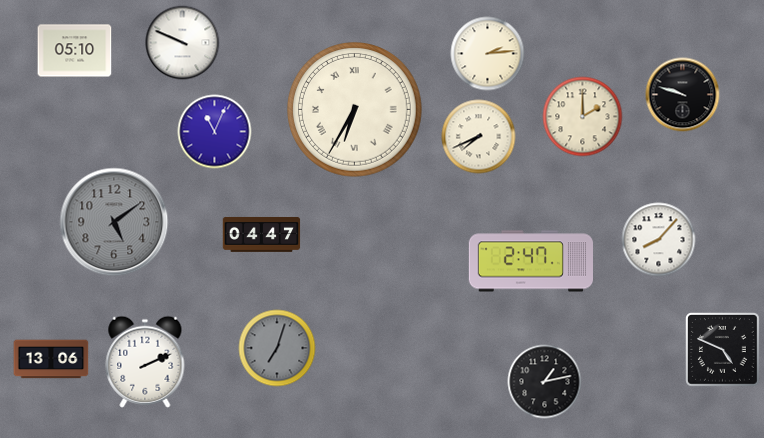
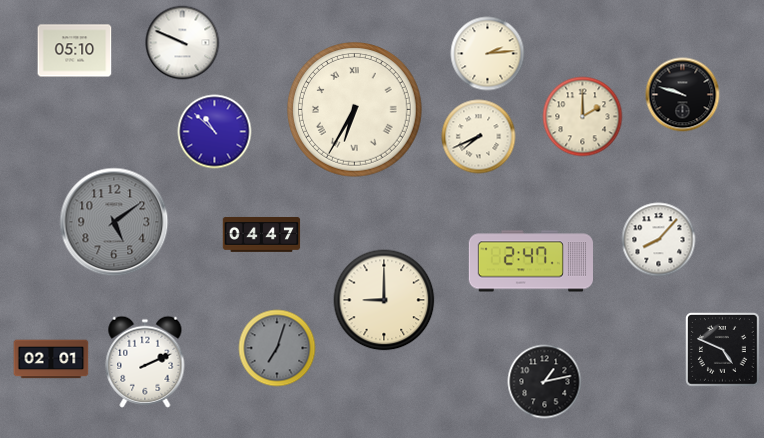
clock at (215, 132): 11:04 -> 10:52
clock at (384, 300): none -> 9:00
clock at (51, 359): 13:06 -> 02:01
